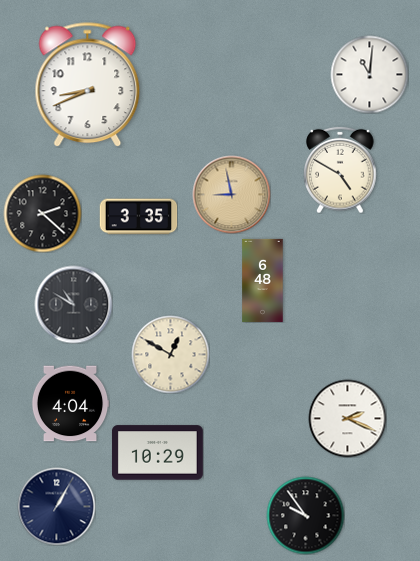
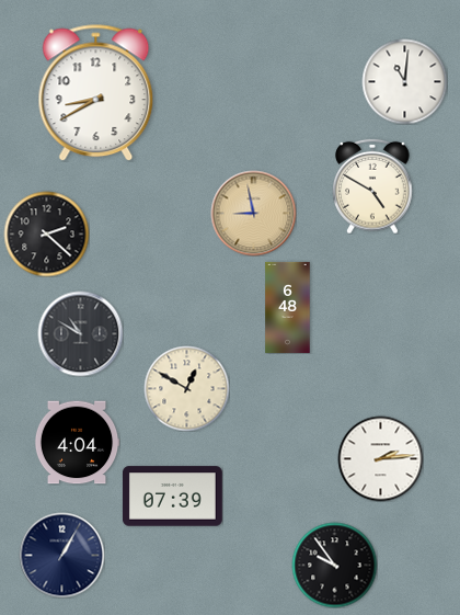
clock at (88, 85): 8:41 -> 8:40
clock at (138, 217): 3:35 -> none
clock at (347, 418): 2:19 -> 2:14
clock at (158, 453): 10:29 -> 07:39
